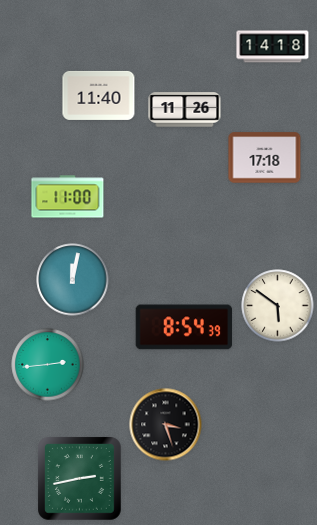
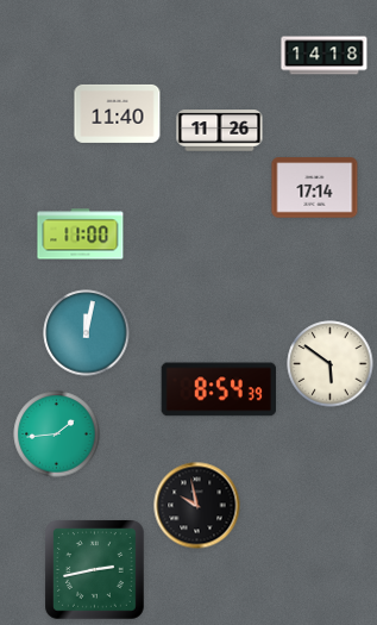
clock at (265, 158): 17:18 -> 17:14
clock at (48, 365): 2:44 -> 1:44
clock at (166, 425): 3:27 -> 9:58
